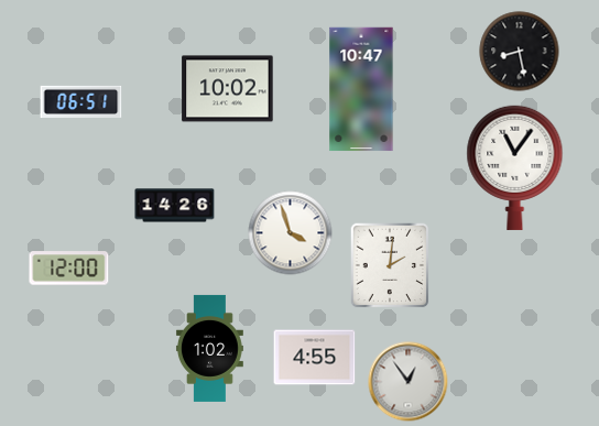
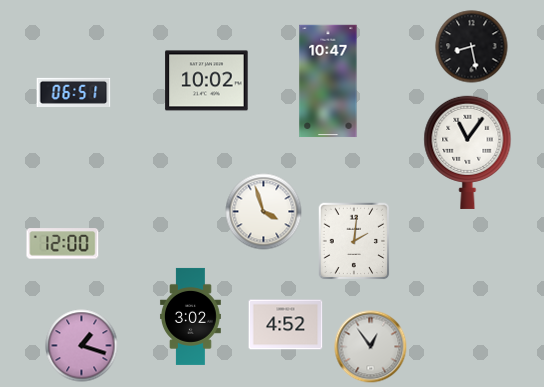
clock at (175, 206): 14:26 -> none
clock at (209, 348): 1:02 -> 3:02
clock at (315, 358): 4:55 -> 4:52
clock at (82, 346): none -> 1:18
